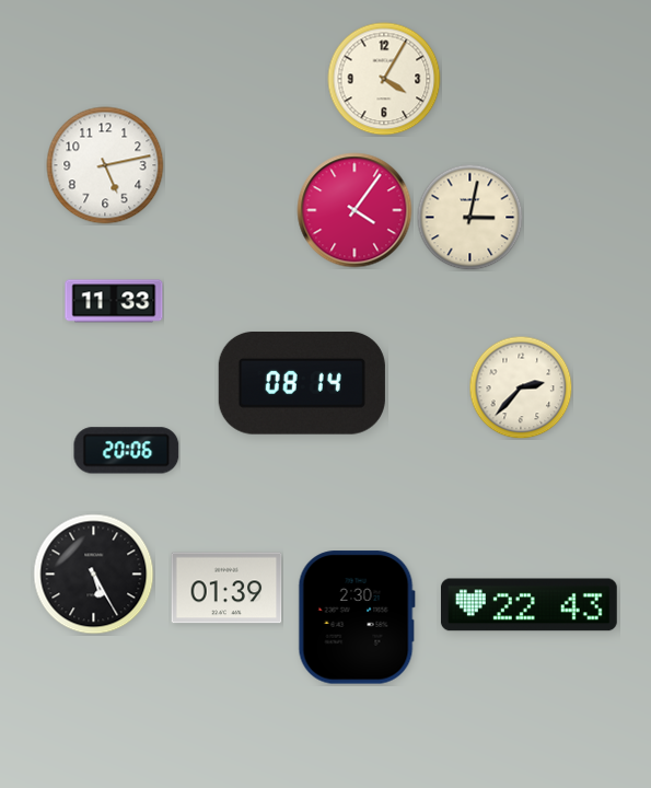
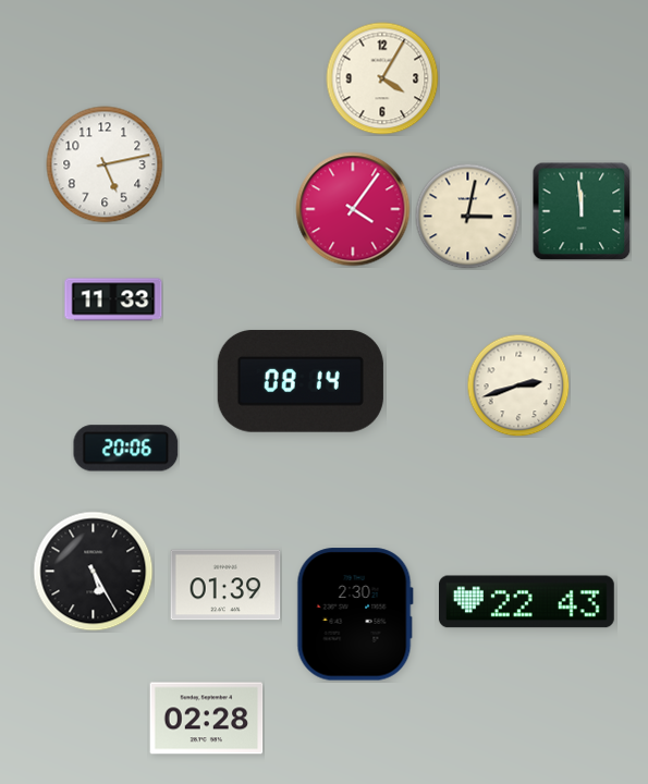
clock at (582, 211): none -> 11:59
clock at (521, 387): 2:37 -> 2:42
clock at (207, 719): none -> 02:28
